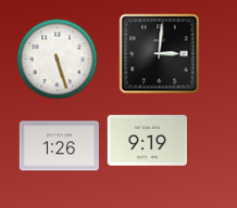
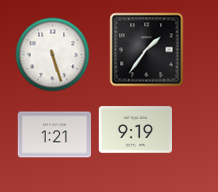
clock at (160, 54): 3:01 -> 1:36
clock at (59, 146): 1:26 -> 1:21
